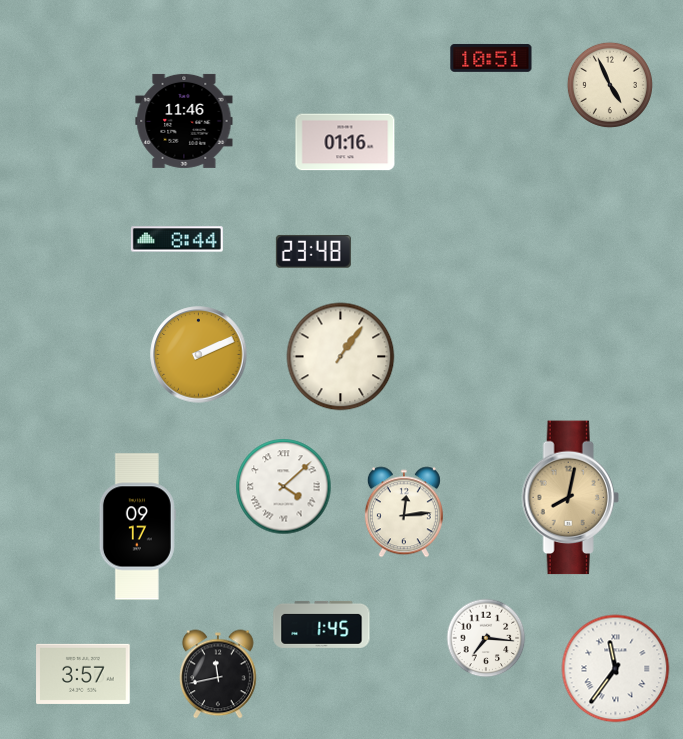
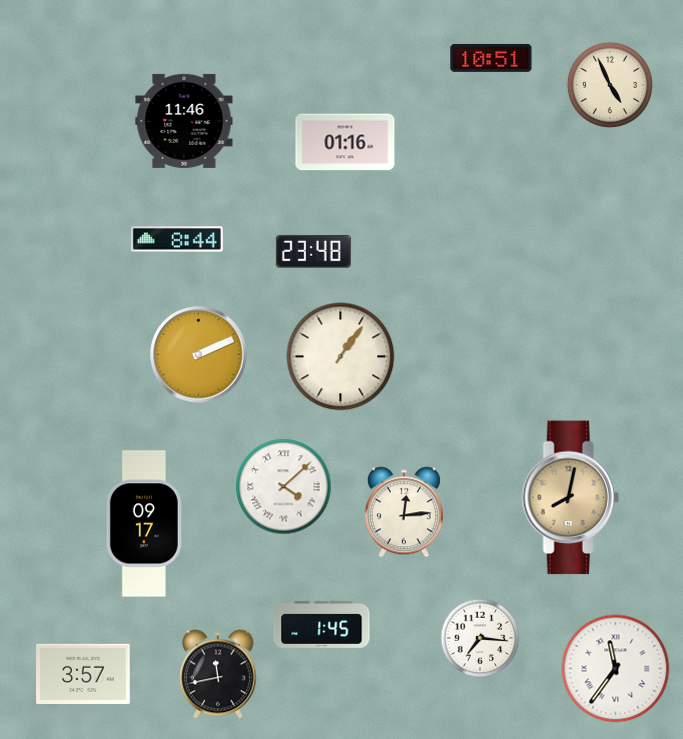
clock at (137, 527) position: (137, 527) -> (144, 524)
clock at (486, 638) position: (486, 638) -> (480, 638)
